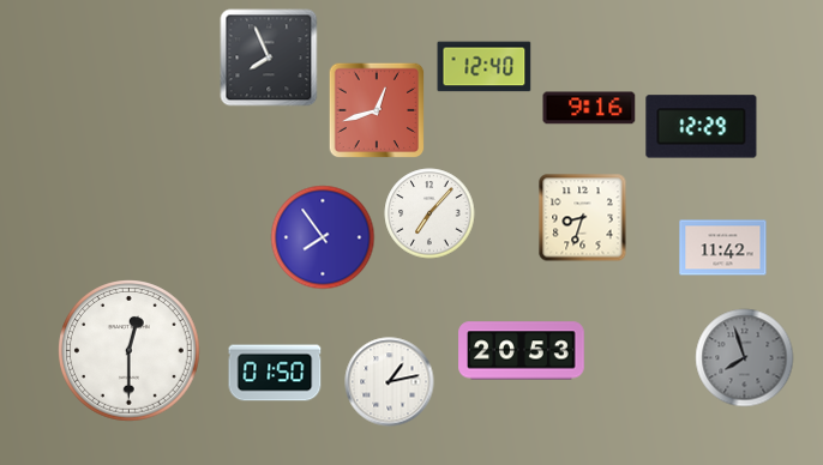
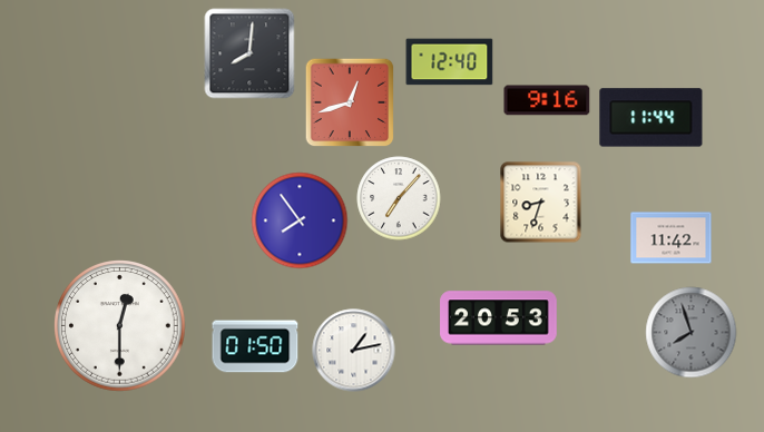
clock at (269, 58): 7:56 -> 8:01
clock at (702, 127): 12:29 -> 11:44
clock at (723, 248) position: (723, 248) -> (672, 238)
clock at (522, 351) position: (522, 351) -> (499, 318)
clock at (390, 382) position: (390, 382) -> (354, 351)
